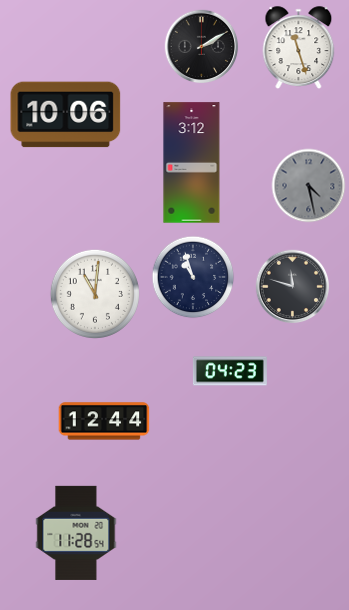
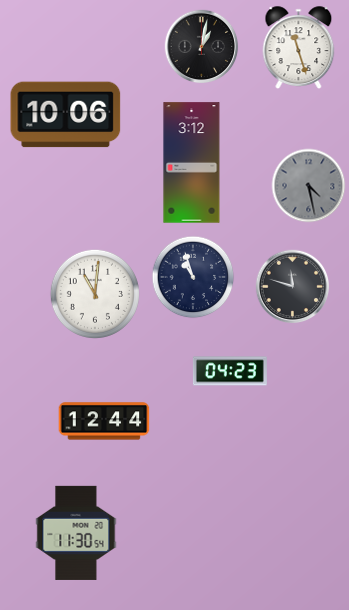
clock at (202, 47): 2:10 -> 1:02
clock at (76, 533): 11:28 -> 11:30
